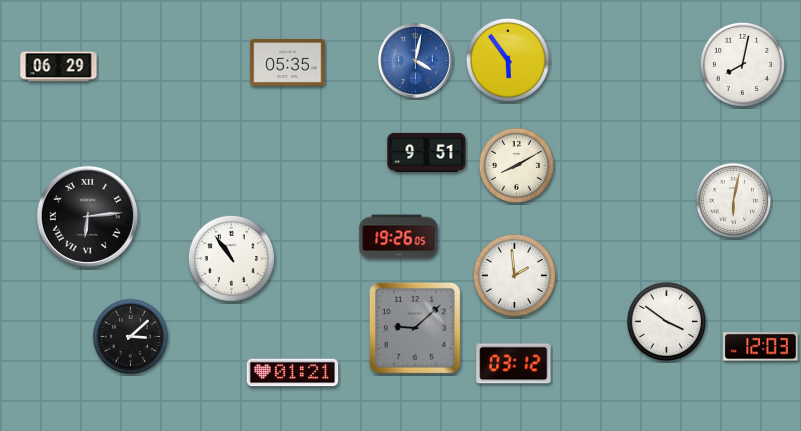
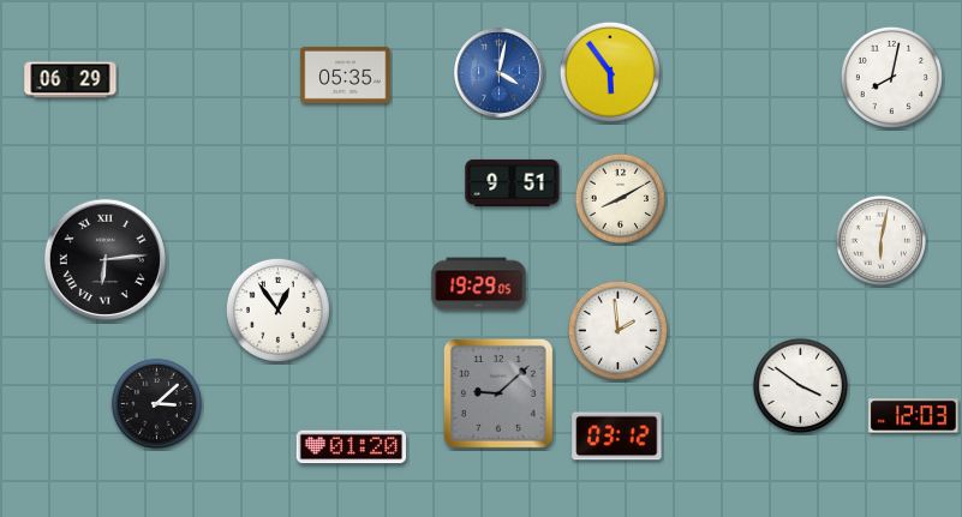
clock at (399, 237): 19:26 -> 19:29
clock at (231, 258): 10:54 -> 12:54
clock at (293, 373): 01:21 -> 01:20
